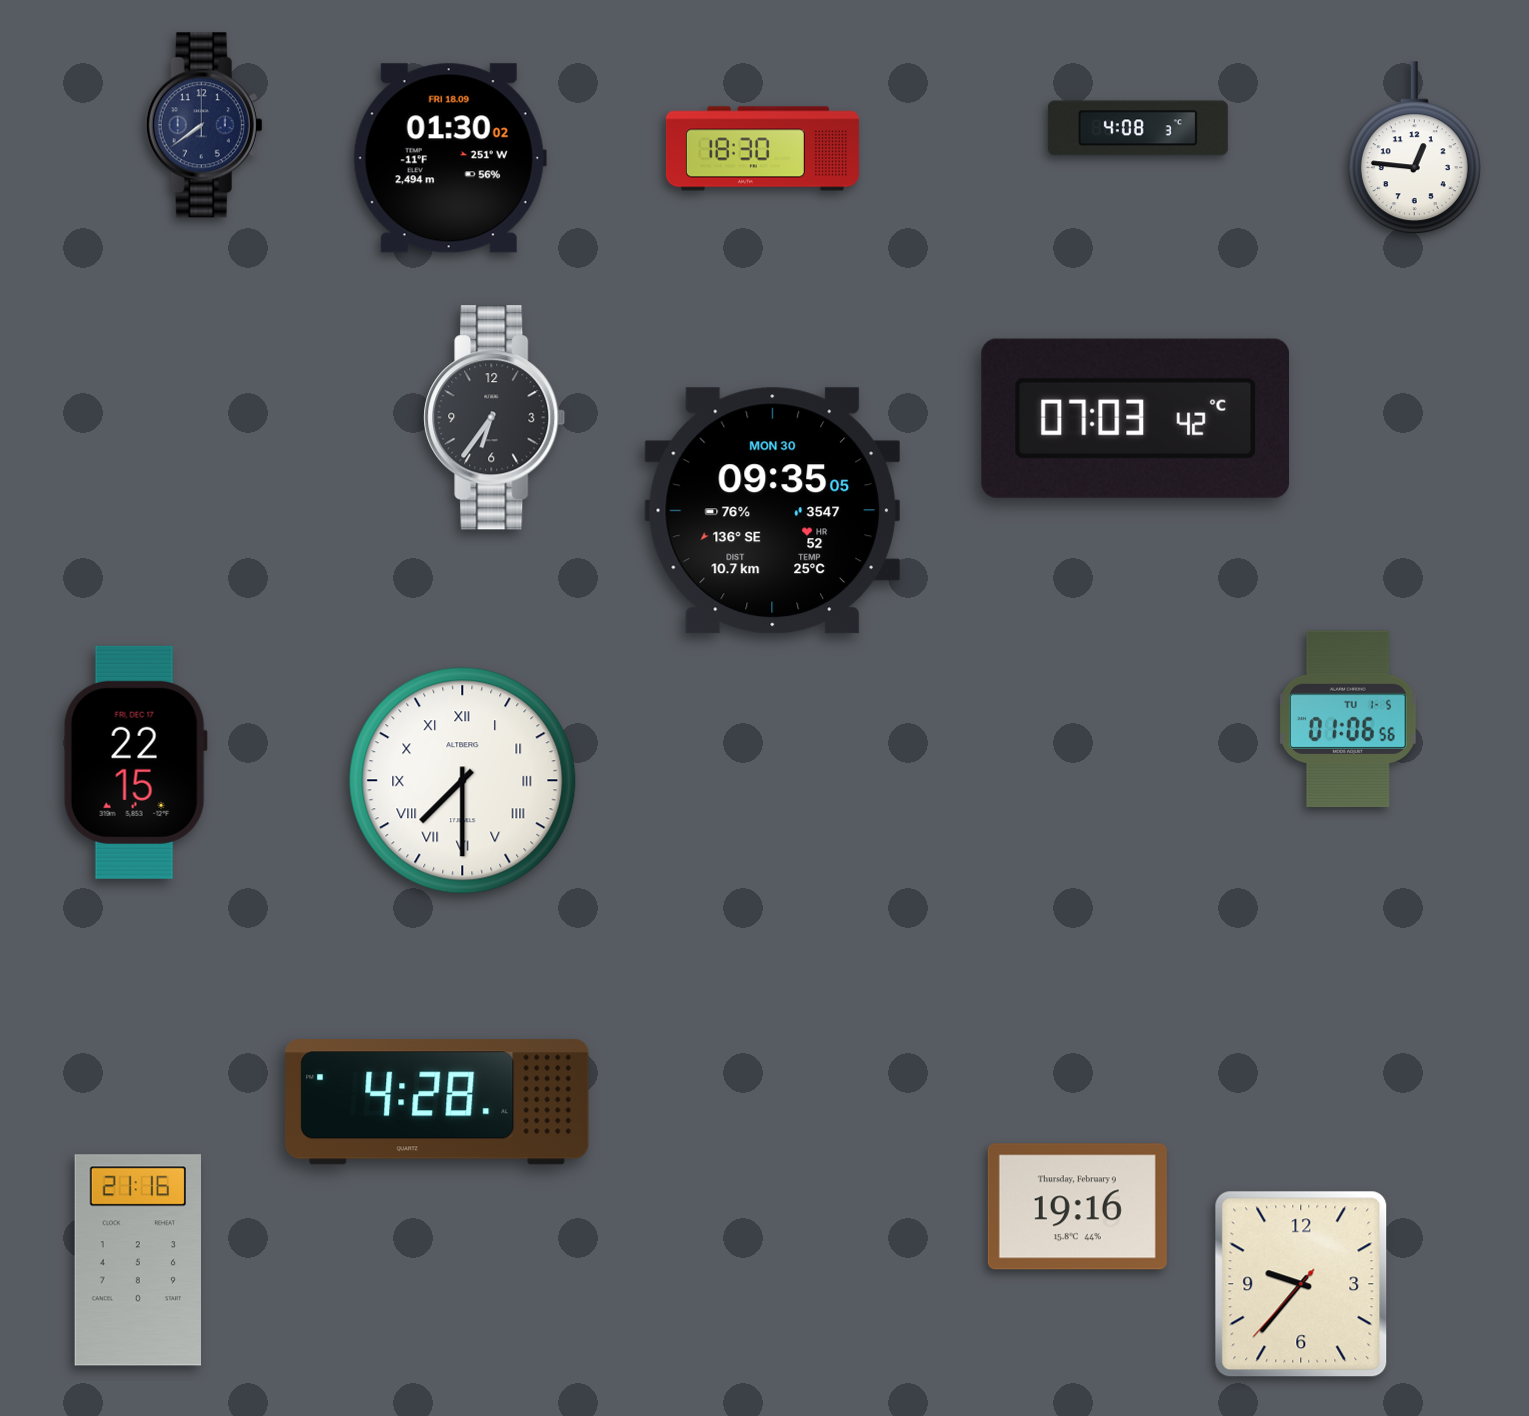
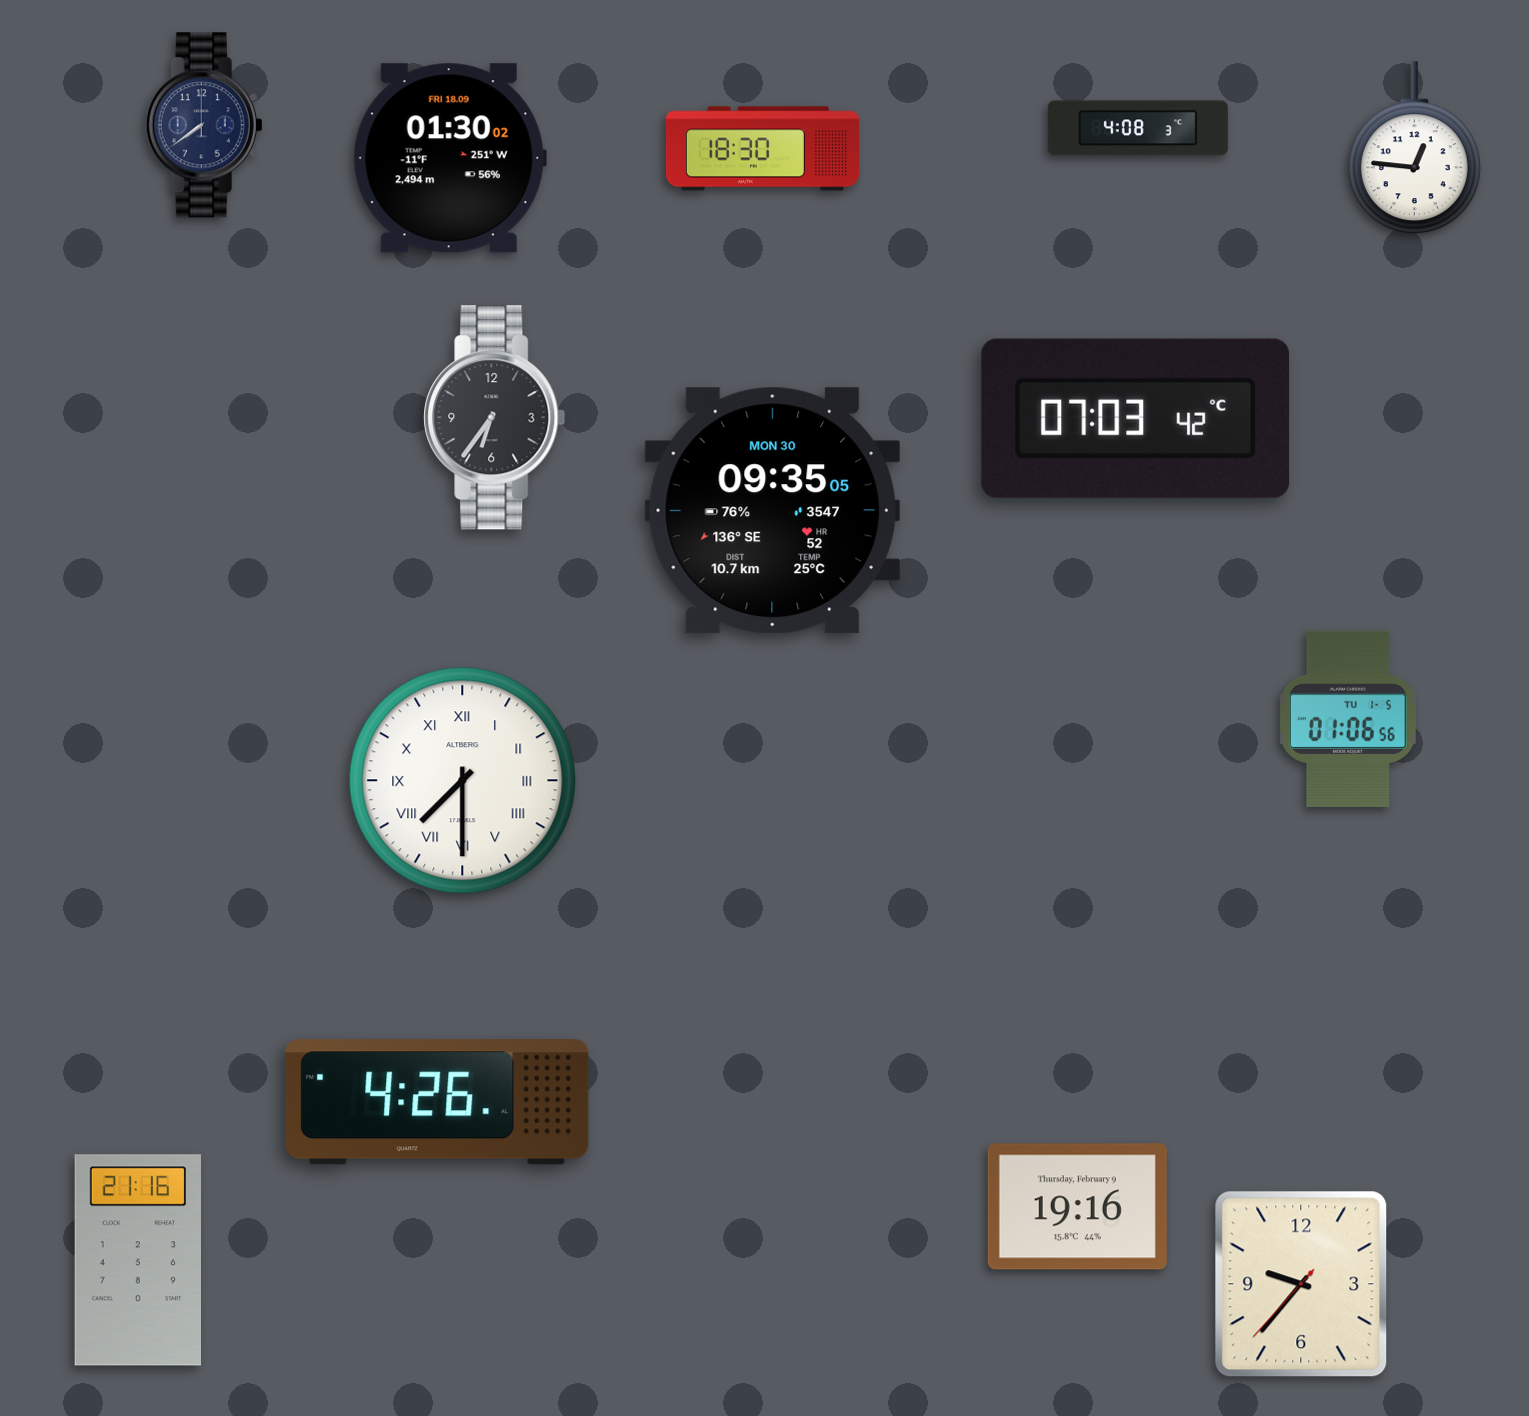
clock at (135, 762): 22:15 -> none
clock at (437, 1102): 4:28 -> 4:26
